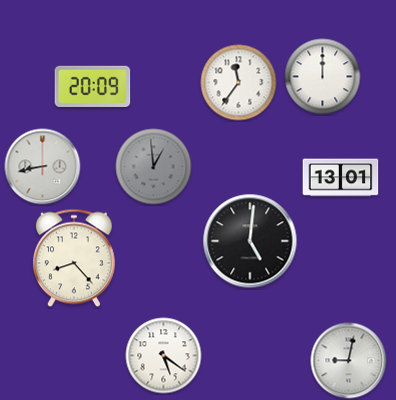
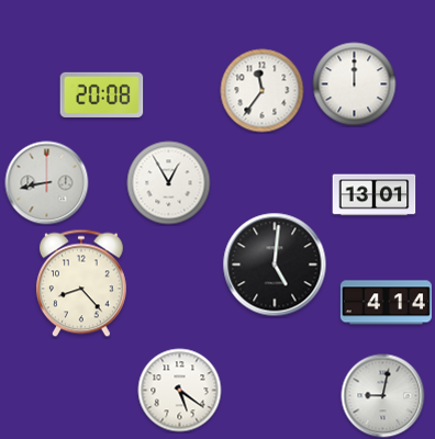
clock at (93, 86): 20:09 -> 20:08
clock at (154, 167): 12:59 -> 12:55
clock at (154, 167) dial: grey -> white
clock at (386, 303): none -> 4:14
